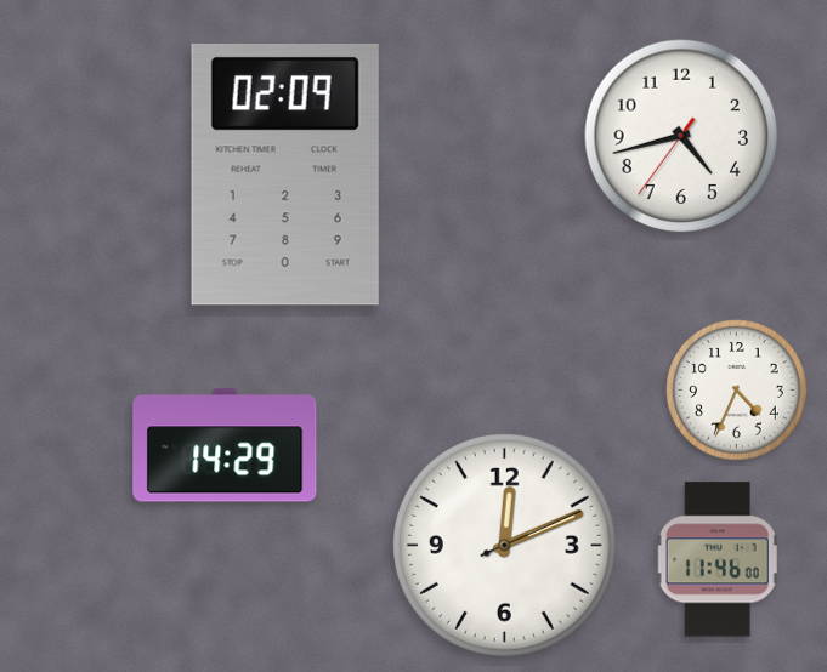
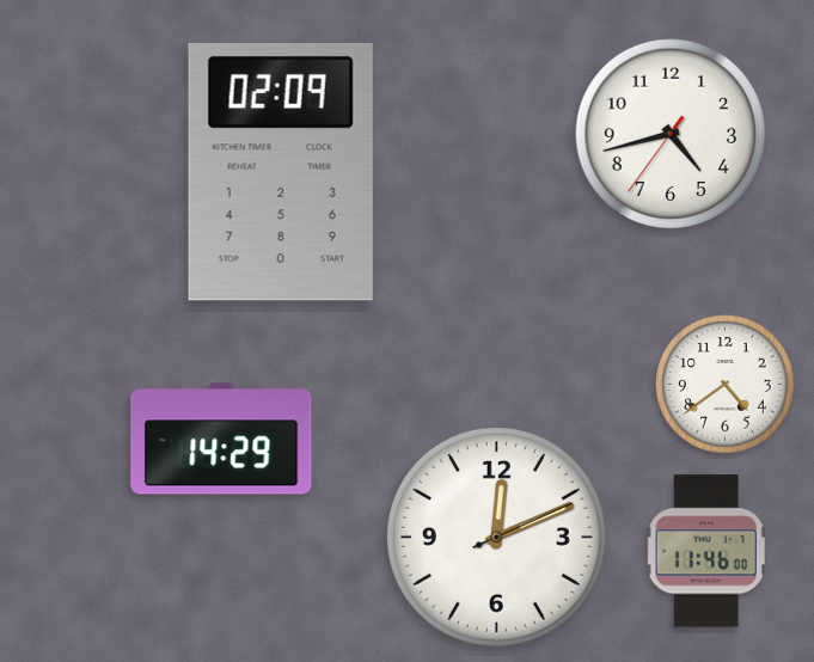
clock at (737, 391): 4:34 -> 4:39
